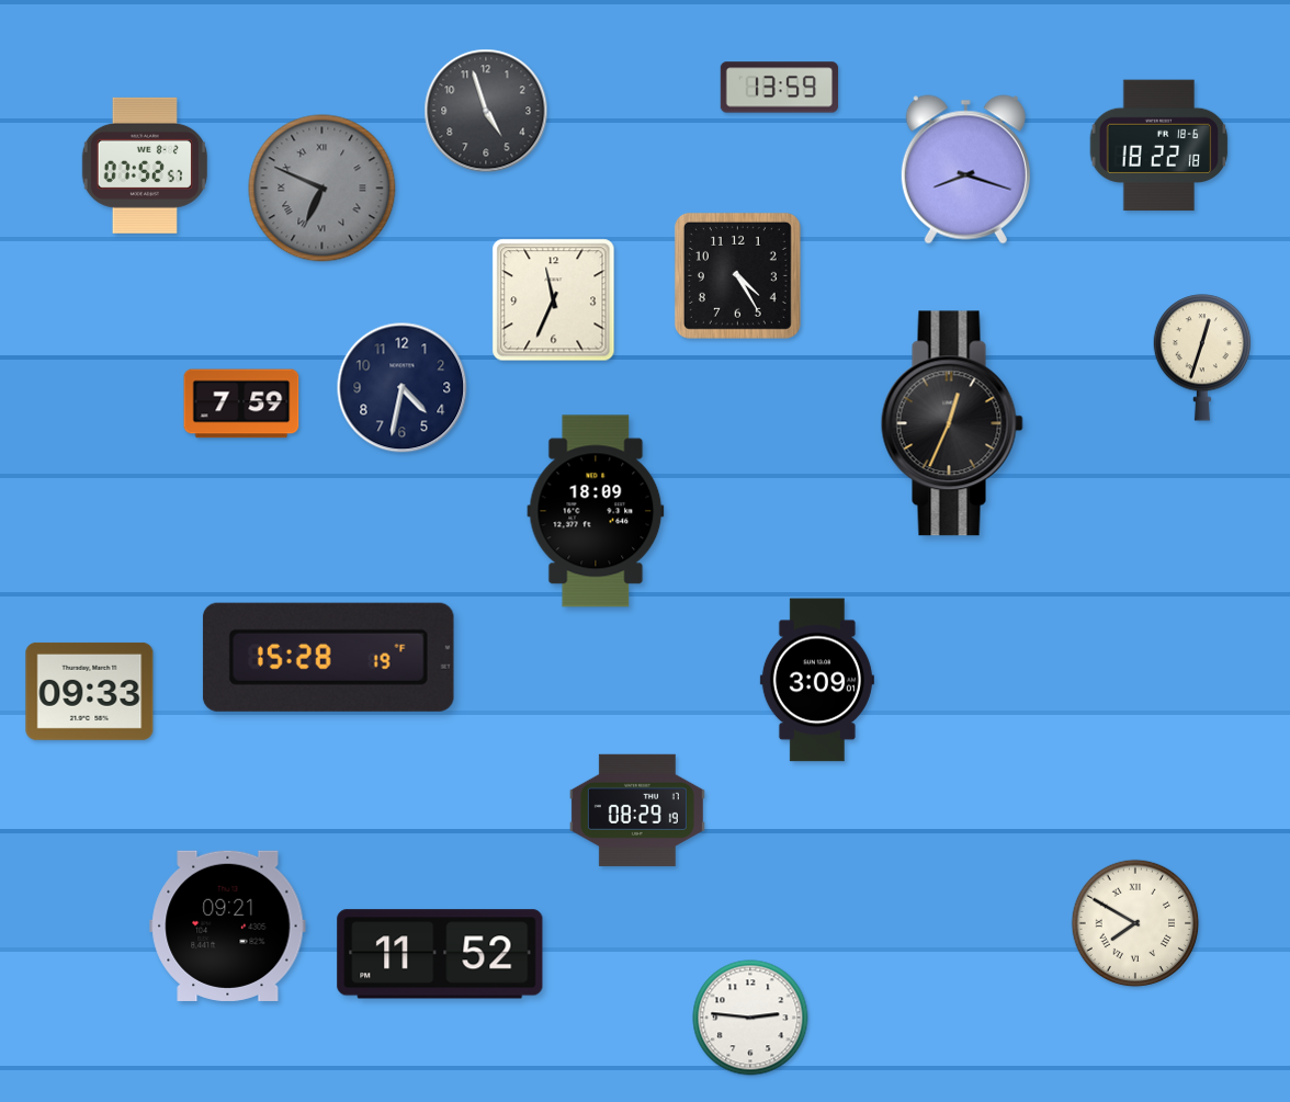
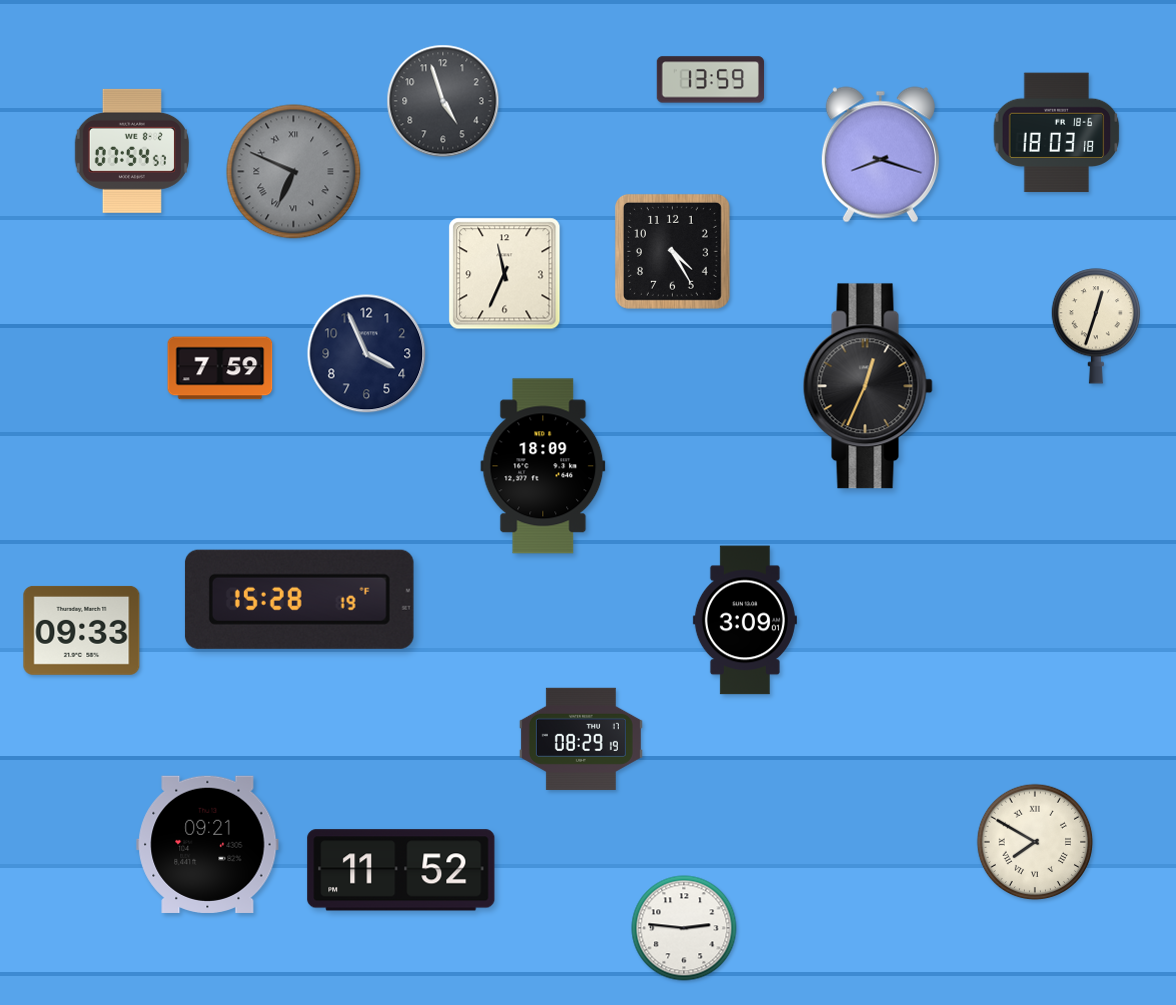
clock at (1159, 146): 18:22 -> 18:03
clock at (145, 166): 07:52 -> 07:54
clock at (403, 388): 4:32 -> 3:56
